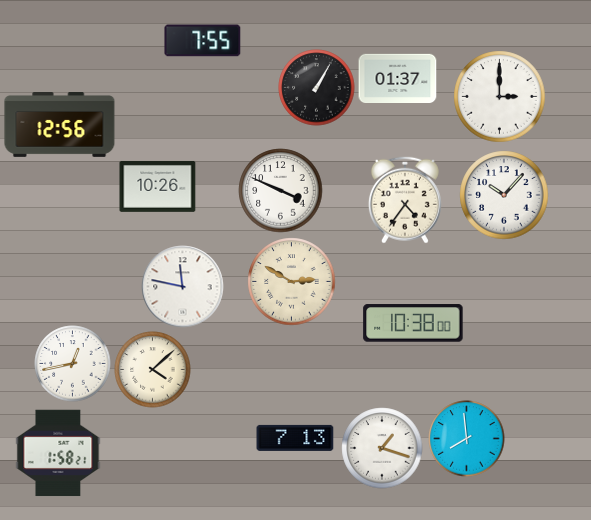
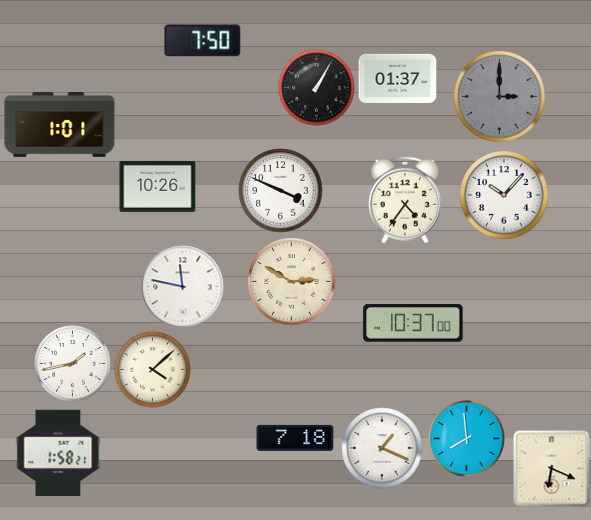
clock at (203, 41): 7:55 -> 7:50
clock at (500, 97) dial: white -> grey
clock at (60, 125): 12:56 -> 1:01
clock at (413, 323): 10:38 -> 10:37
clock at (73, 364): 12:43 -> 1:43
clock at (295, 438): 7:13 -> 7:18
clock at (382, 448): 1:18 -> 1:19
clock at (552, 469): none -> 6:19
